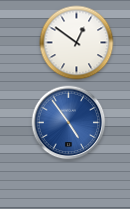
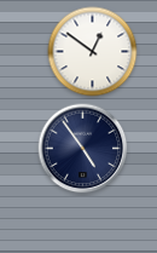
clock at (69, 123) dial: blue -> navy
